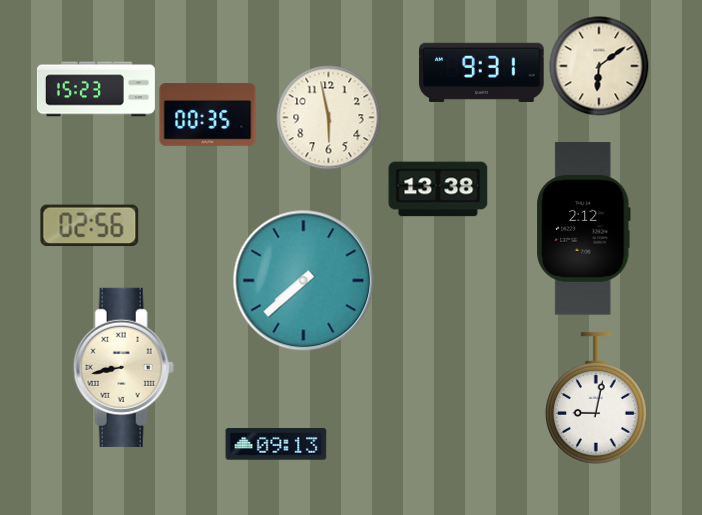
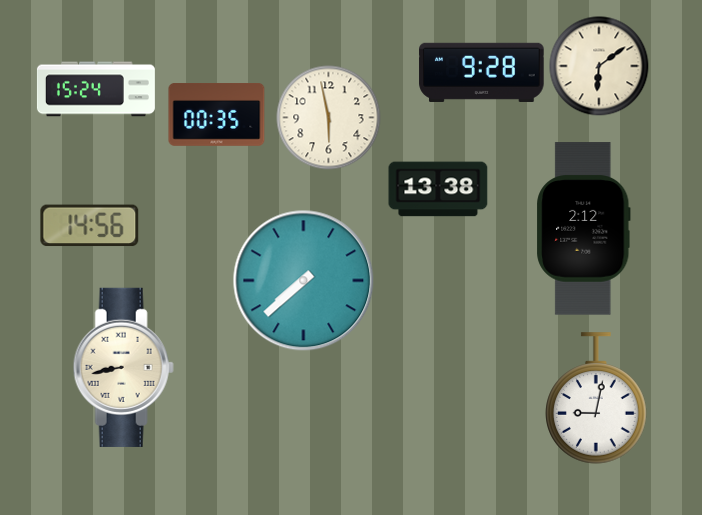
clock at (482, 72): 9:31 -> 9:28
clock at (96, 89): 15:23 -> 15:24
clock at (208, 115) position: (208, 115) -> (217, 115)
clock at (90, 226): 02:56 -> 14:56
clock at (276, 444): 09:13 -> none
